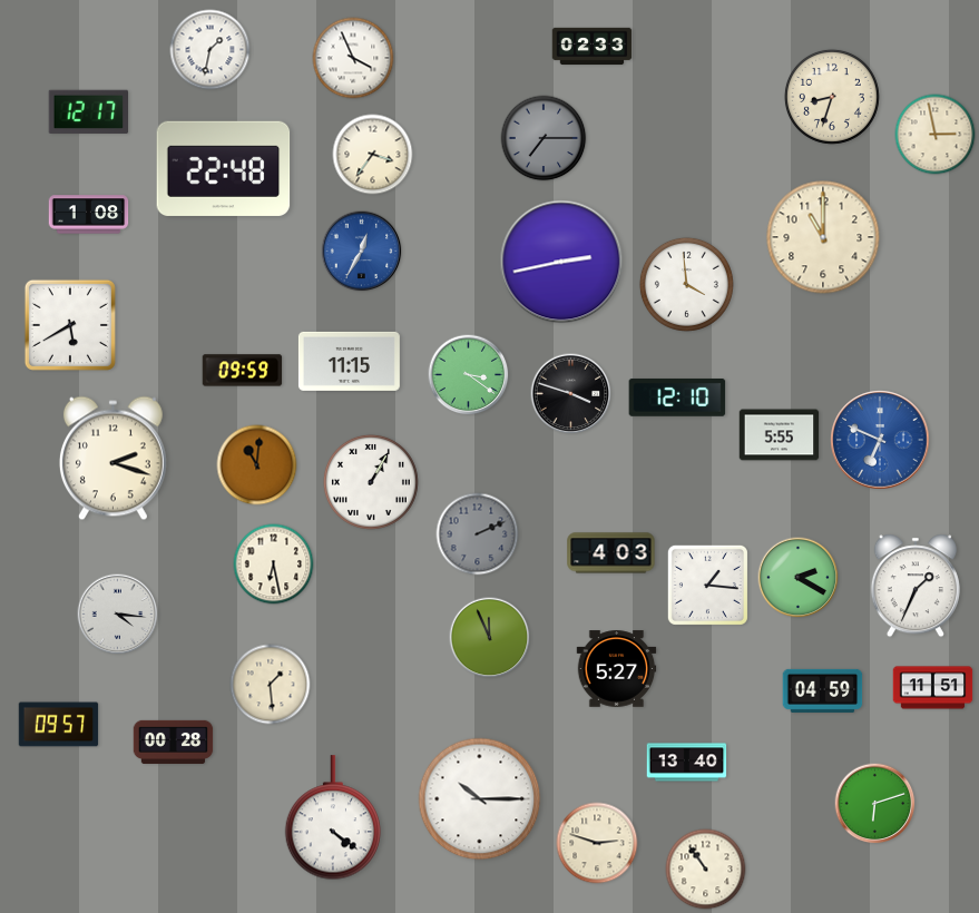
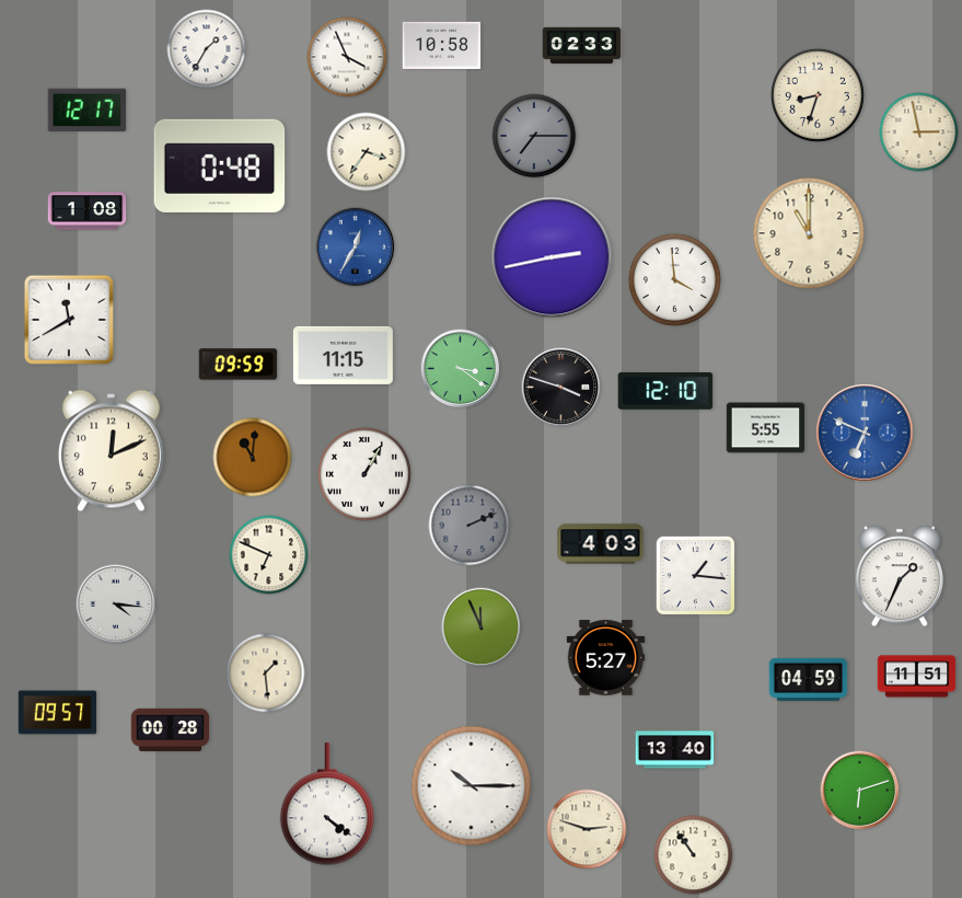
clock at (442, 45): none -> 10:58
clock at (211, 50): 1:32 -> 1:35
clock at (224, 168): 22:48 -> 0:48
clock at (70, 325): 5:40 -> 11:40
clock at (112, 459): 2:18 -> 12:11
clock at (274, 565): 6:28 -> 6:49
clock at (799, 578): 2:20 -> none
